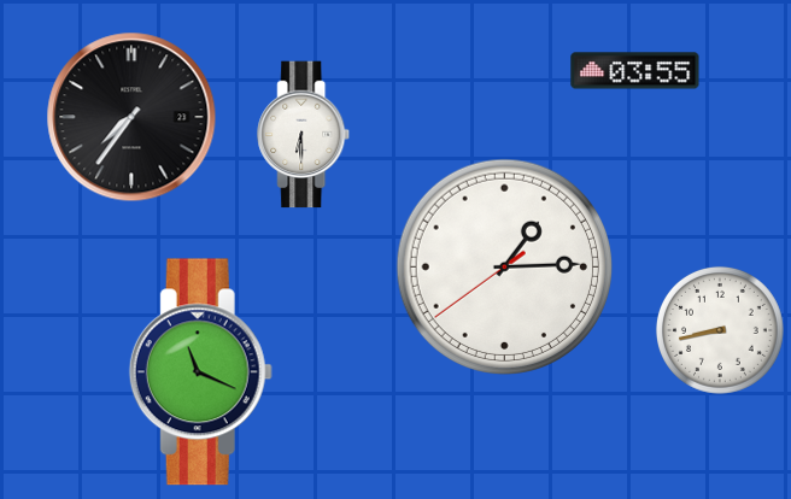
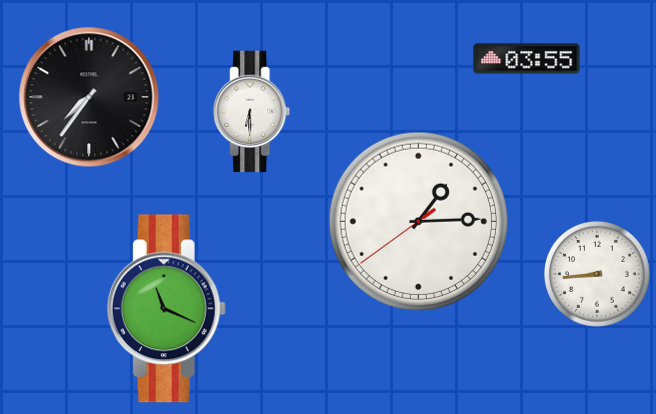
clock at (131, 117) position: (131, 117) -> (89, 97)
clock at (720, 330): 8:43 -> 8:44
